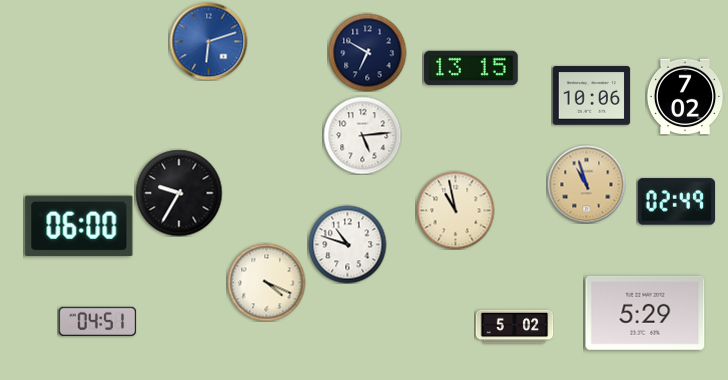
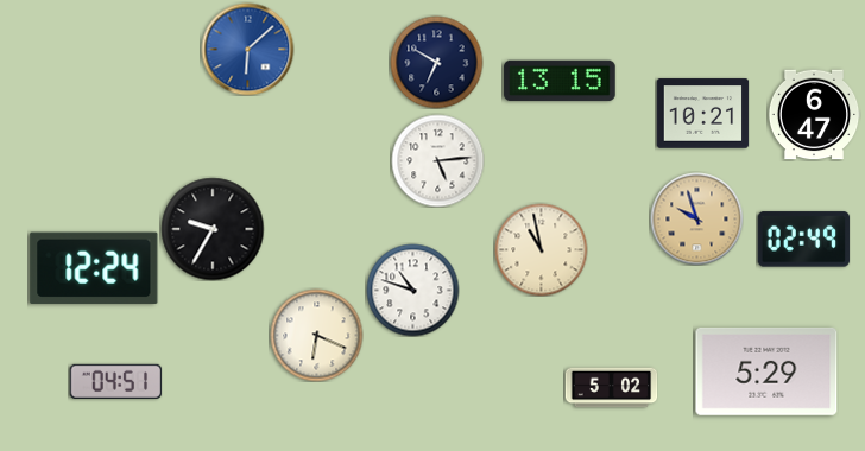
clock at (208, 41): 6:12 -> 6:08
clock at (591, 96): 10:06 -> 10:21
clock at (685, 97): 7:02 -> 6:47
clock at (362, 135) position: (362, 135) -> (437, 160)
clock at (586, 184): 10:57 -> 9:57
clock at (79, 226): 06:00 -> 12:24
clock at (266, 282): 4:19 -> 6:19
